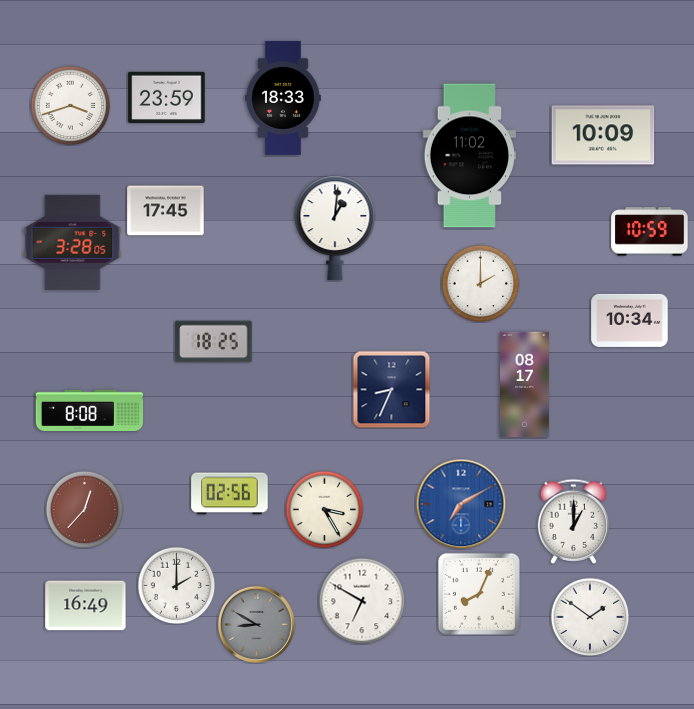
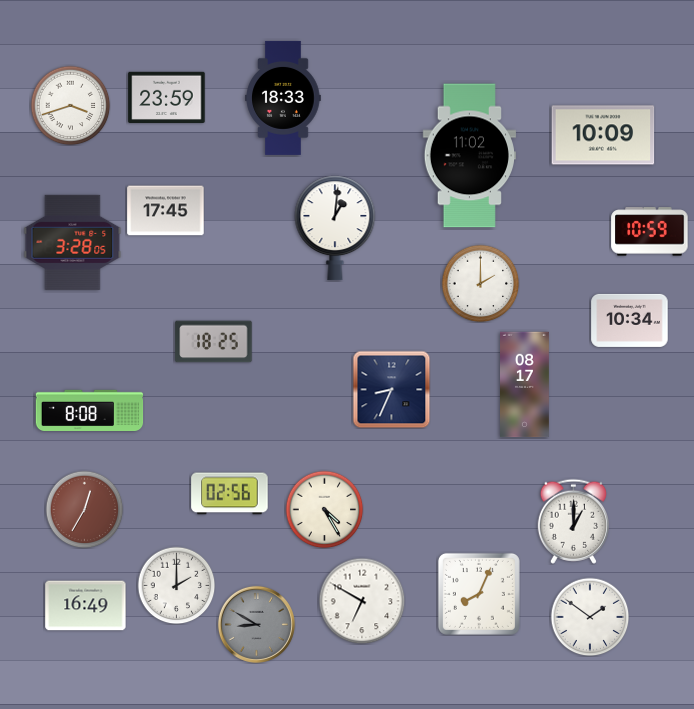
clock at (461, 504): 7:10 -> none
clock at (84, 509): 12:37 -> 12:35
clock at (324, 509): 3:25 -> 4:25
